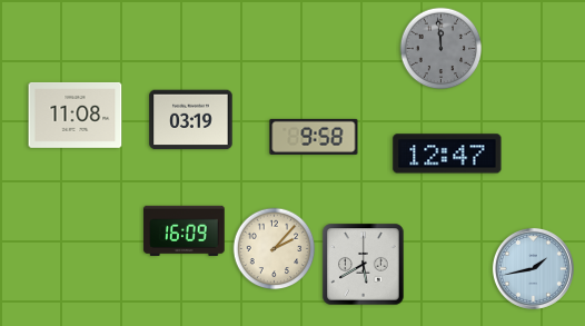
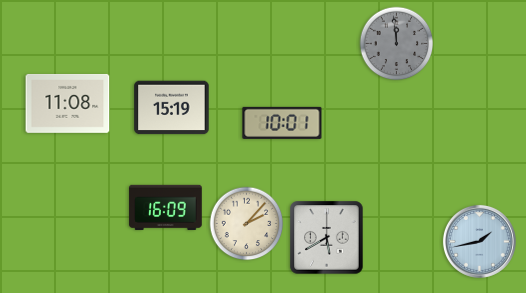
clock at (191, 120): 03:19 -> 15:19
clock at (314, 137): 9:58 -> 10:01
clock at (447, 154): 12:47 -> none
